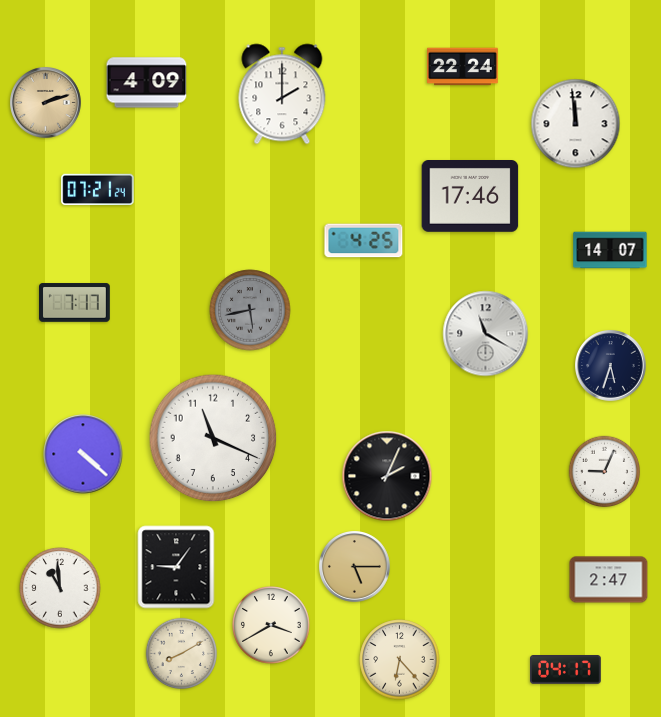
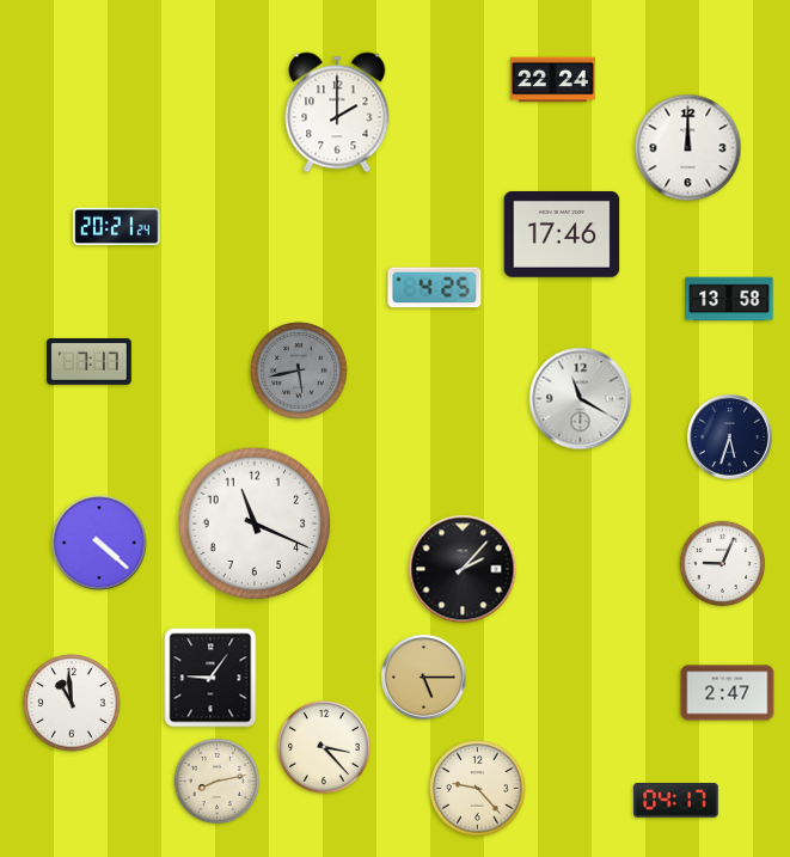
clock at (147, 83): 4:09 -> none
clock at (46, 103): 2:12 -> none
clock at (576, 124): 11:59 -> 12:00
clock at (98, 190): 07:21 -> 20:21
clock at (610, 250): 14:07 -> 13:58
clock at (387, 476): 2:04 -> 2:07
clock at (272, 626): 3:40 -> 3:23
clock at (182, 654): 8:10 -> 8:13
clock at (400, 660): 6:23 -> 9:23
